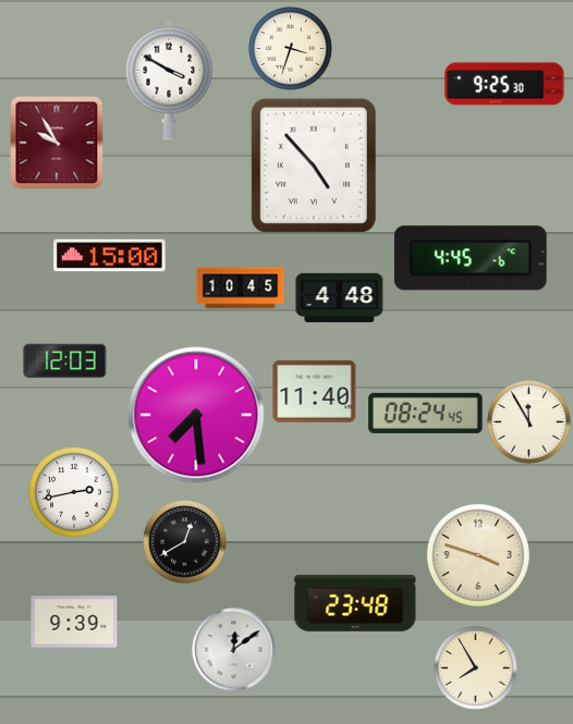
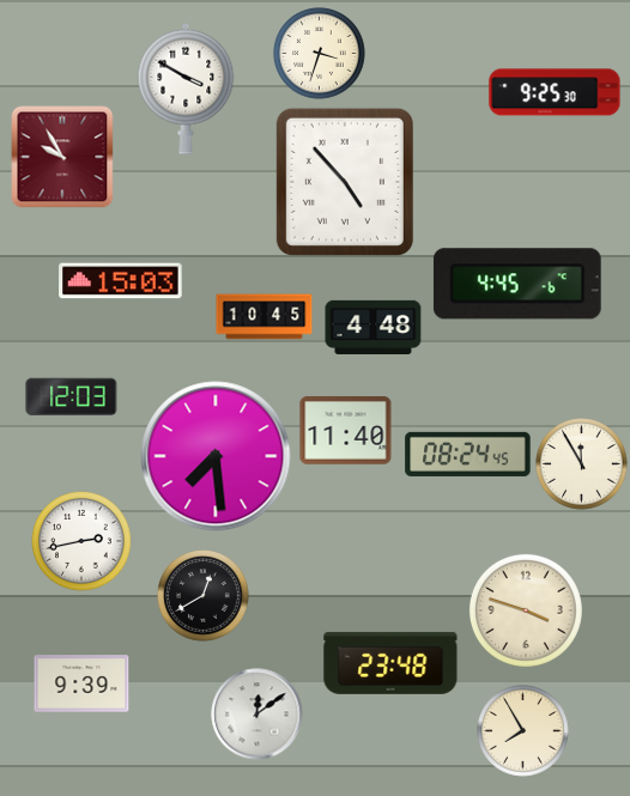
clock at (110, 256): 15:00 -> 15:03
clock at (476, 668) position: (476, 668) -> (523, 731)
